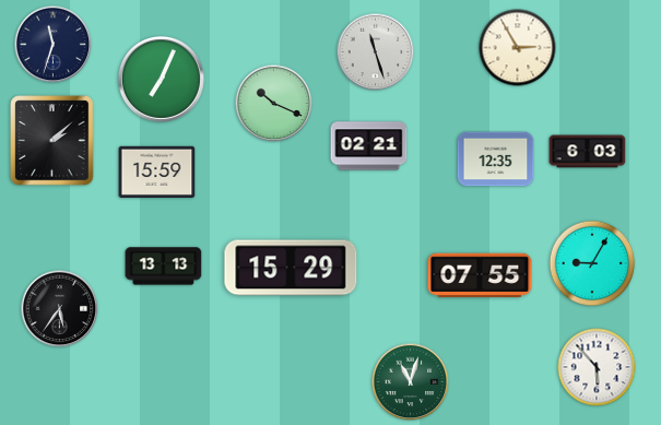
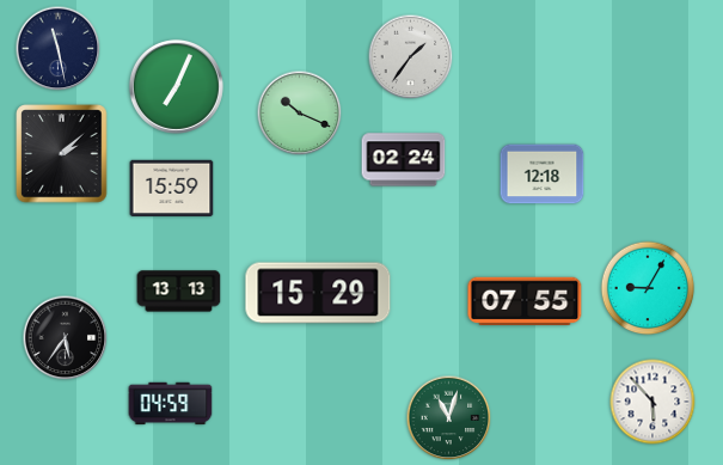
clock at (54, 45): 11:33 -> 11:28
clock at (518, 48): 2:55 -> none
clock at (376, 52): 11:27 -> 1:36
clock at (52, 141) position: (52, 141) -> (62, 154)
clock at (369, 146): 02:21 -> 02:24
clock at (588, 152): 6:03 -> none
clock at (496, 160): 12:35 -> 12:18
clock at (171, 404): none -> 04:59
